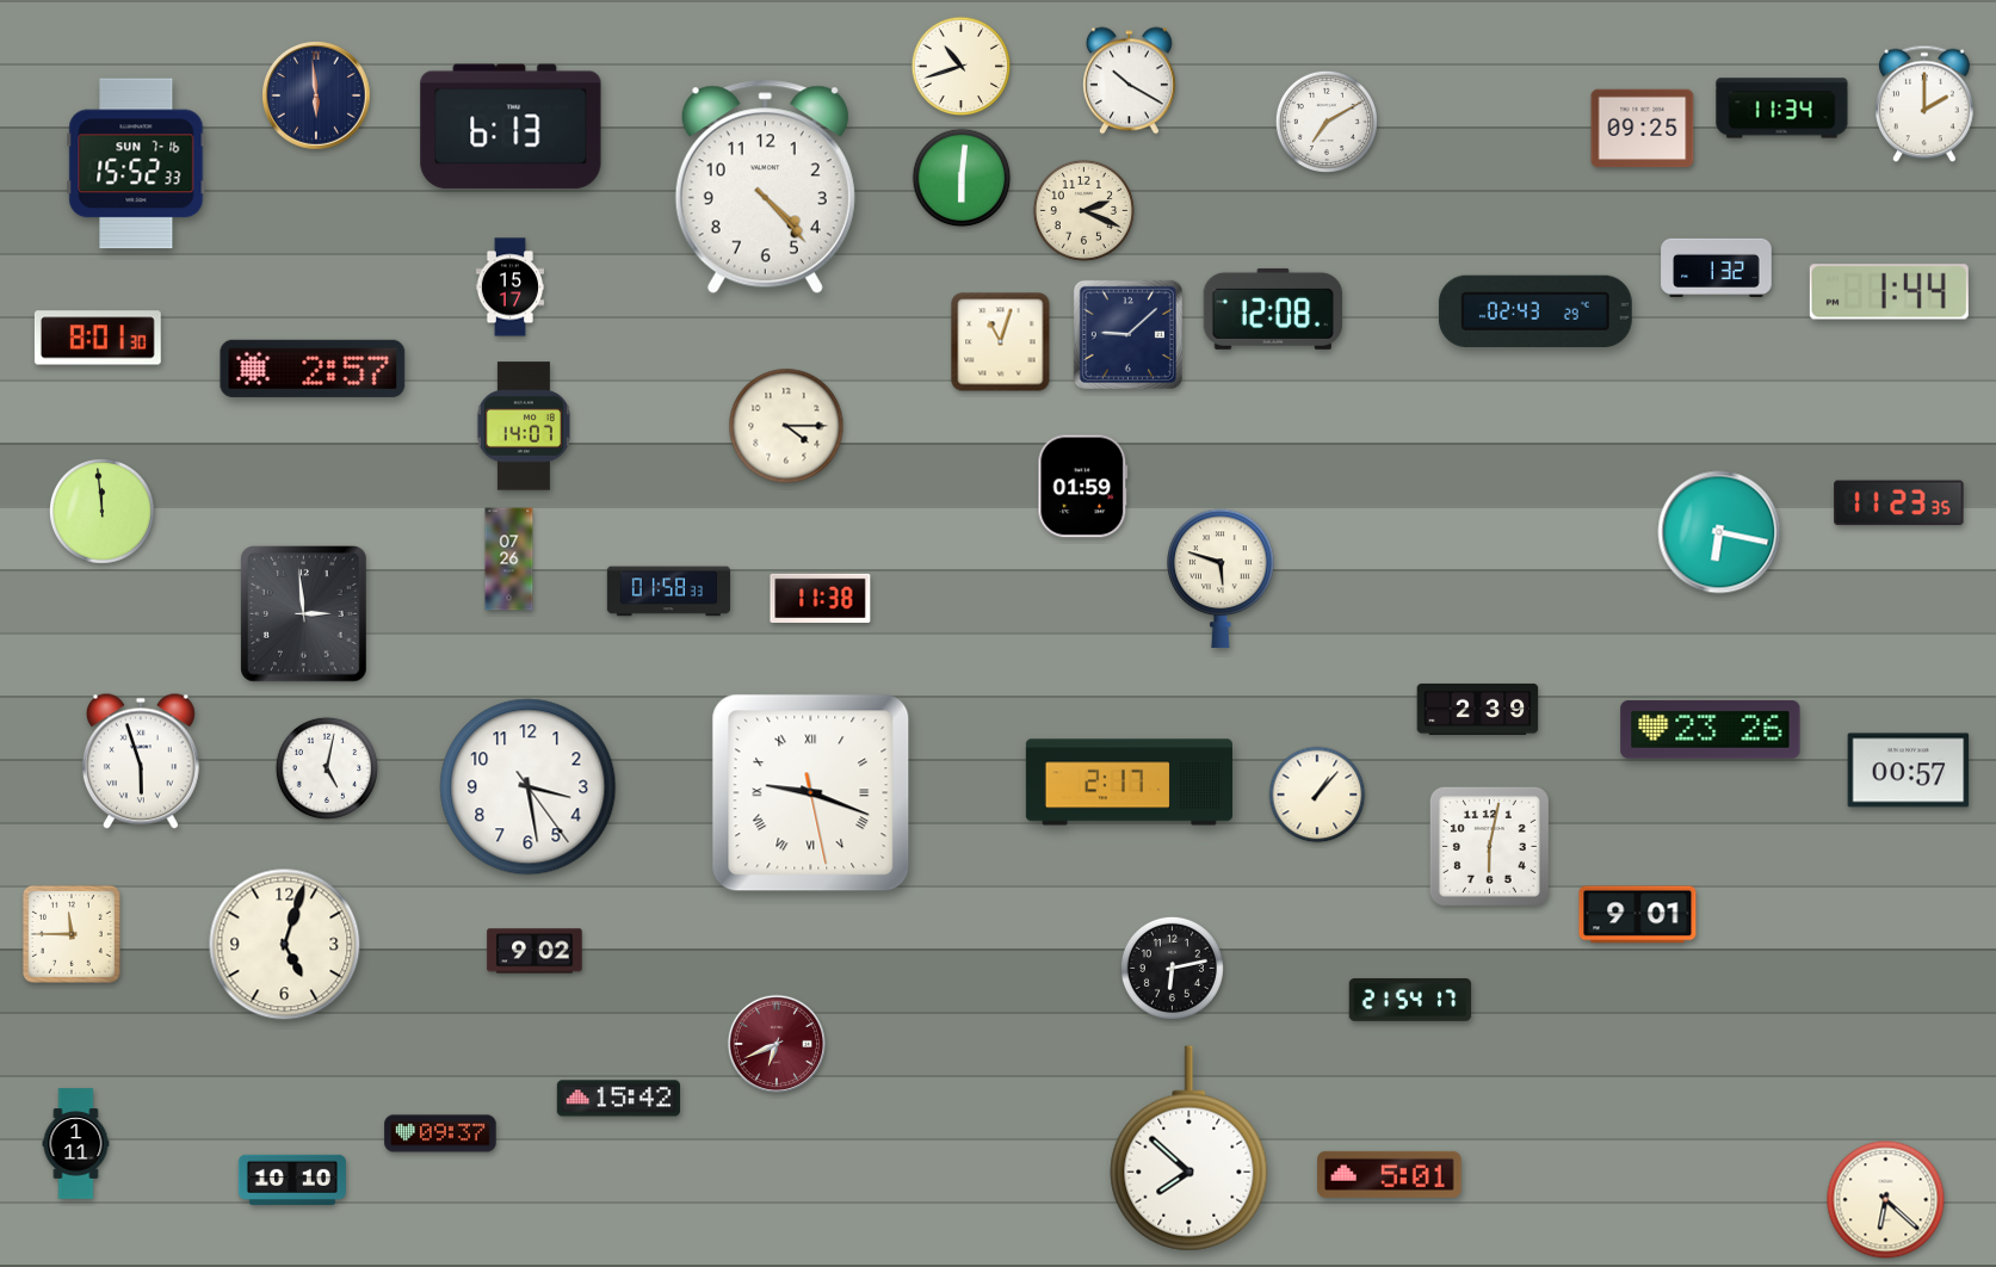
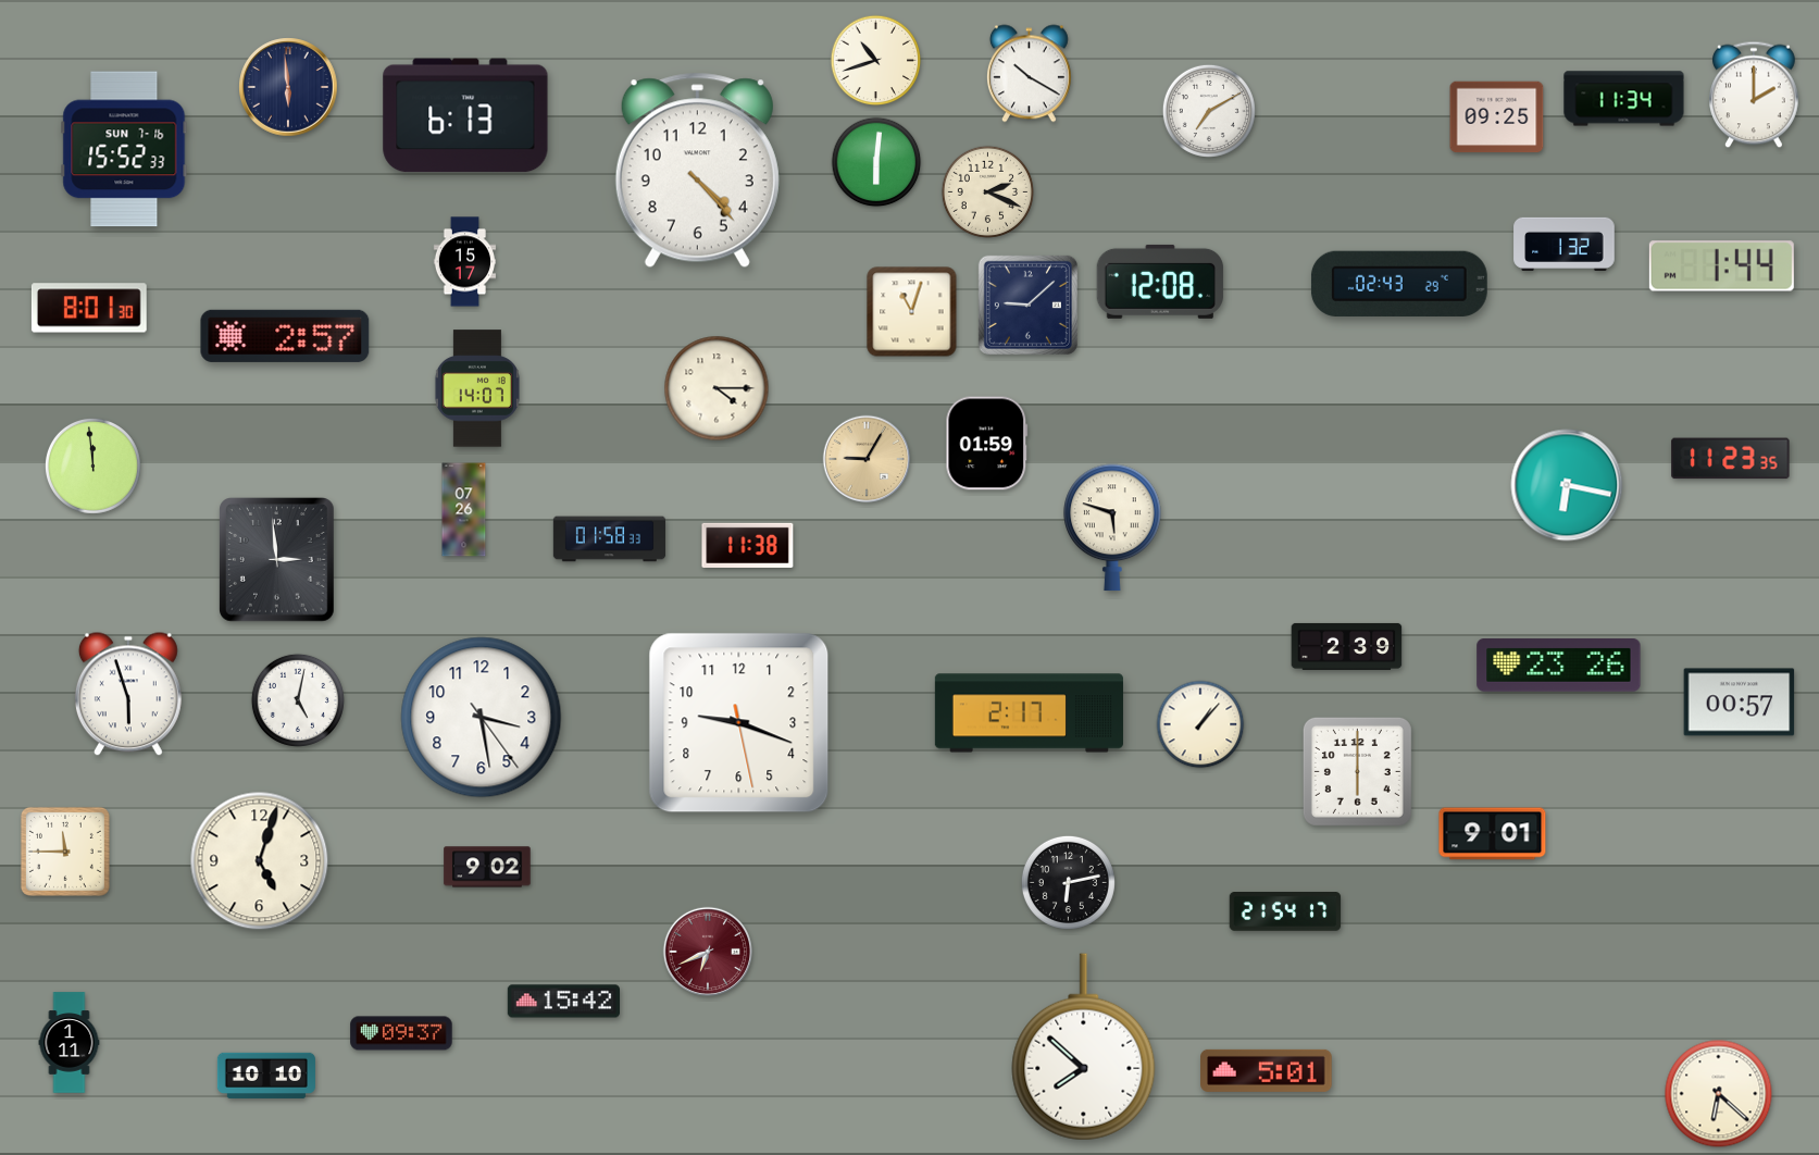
clock at (867, 459): none -> 9:05
clock at (811, 793) numerals: Roman -> Arabic
clock at (1489, 846): 6:02 -> 6:00
